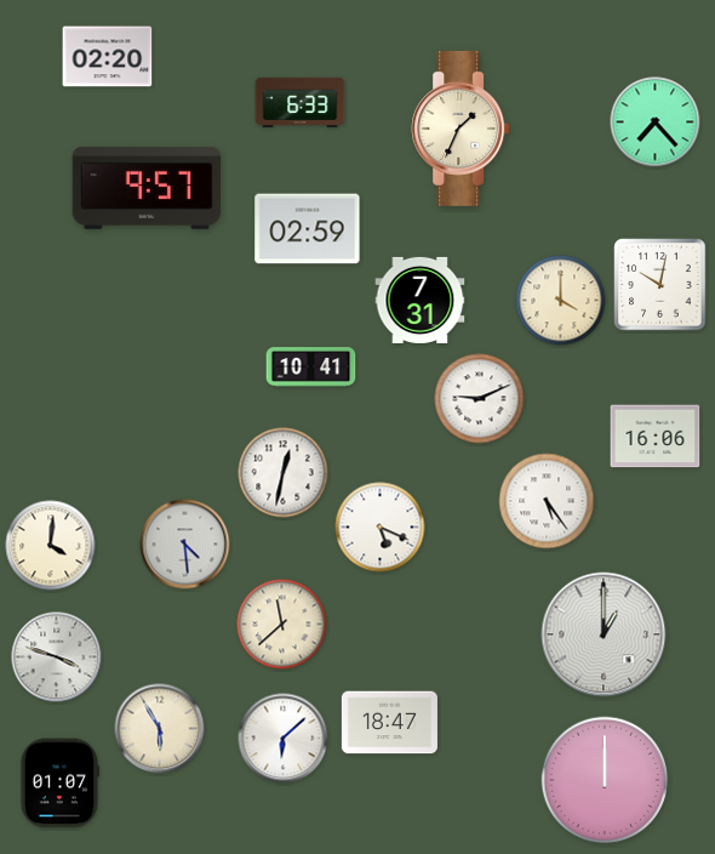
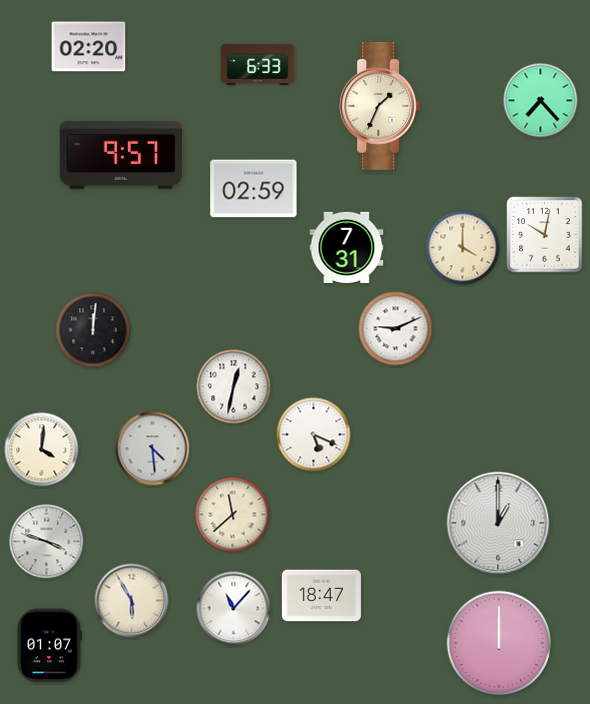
clock at (301, 102) position: (301, 102) -> (258, 64)
clock at (311, 368): 10:41 -> none
clock at (93, 330): none -> 12:01
clock at (656, 437): 16:06 -> none
clock at (284, 473) position: (284, 473) -> (234, 387)
clock at (547, 501): 5:24 -> none
clock at (284, 739): 6:08 -> 11:07
